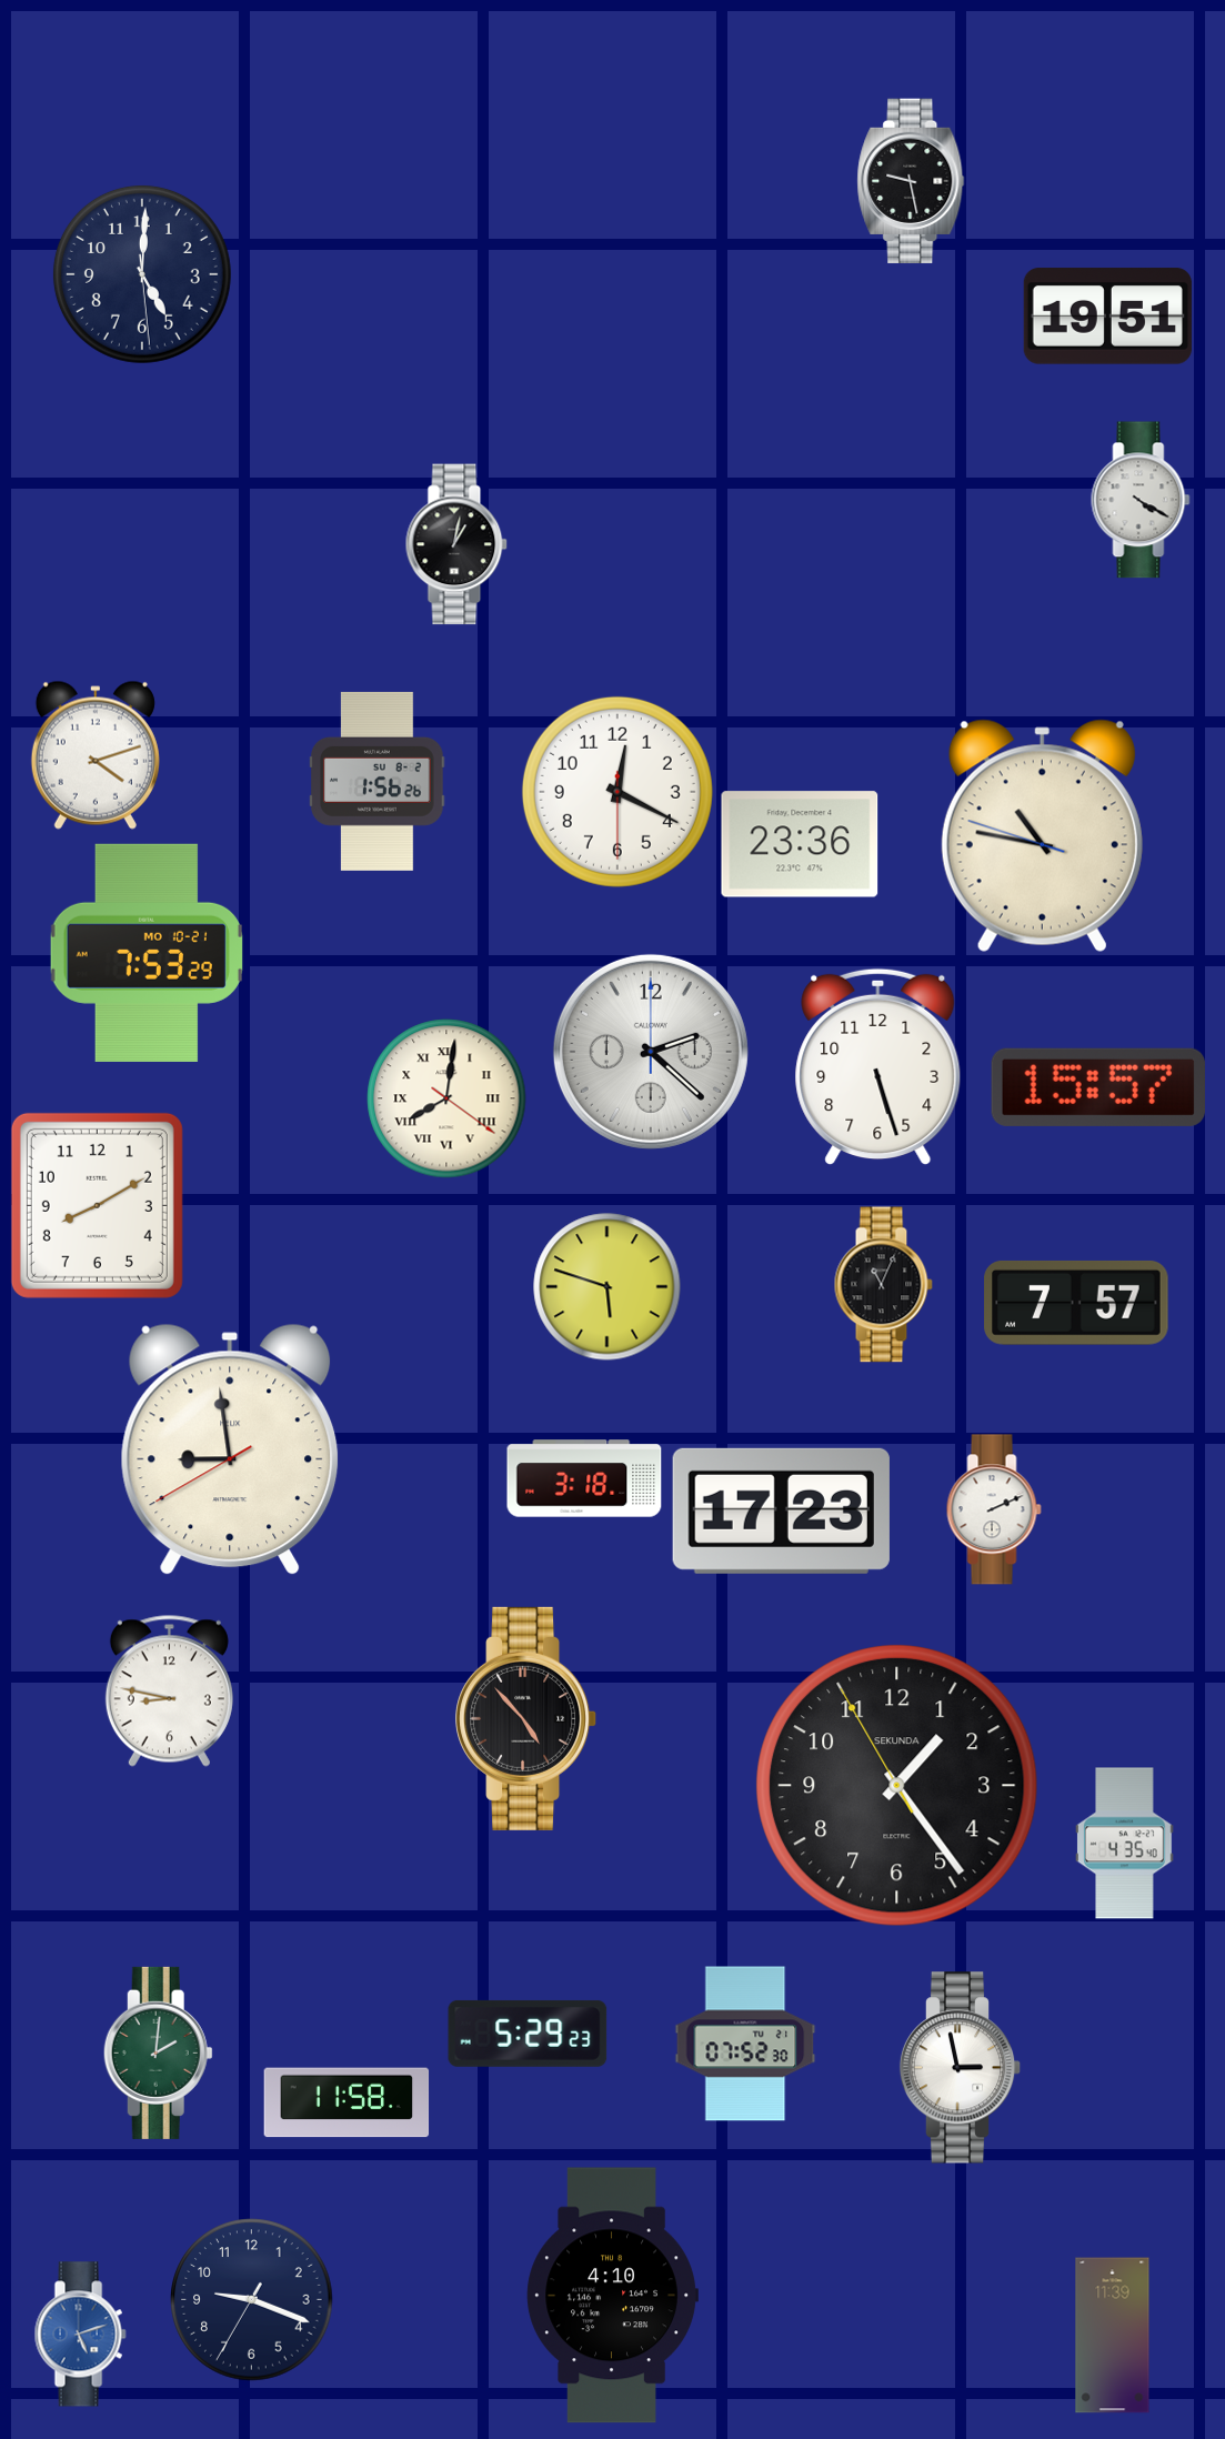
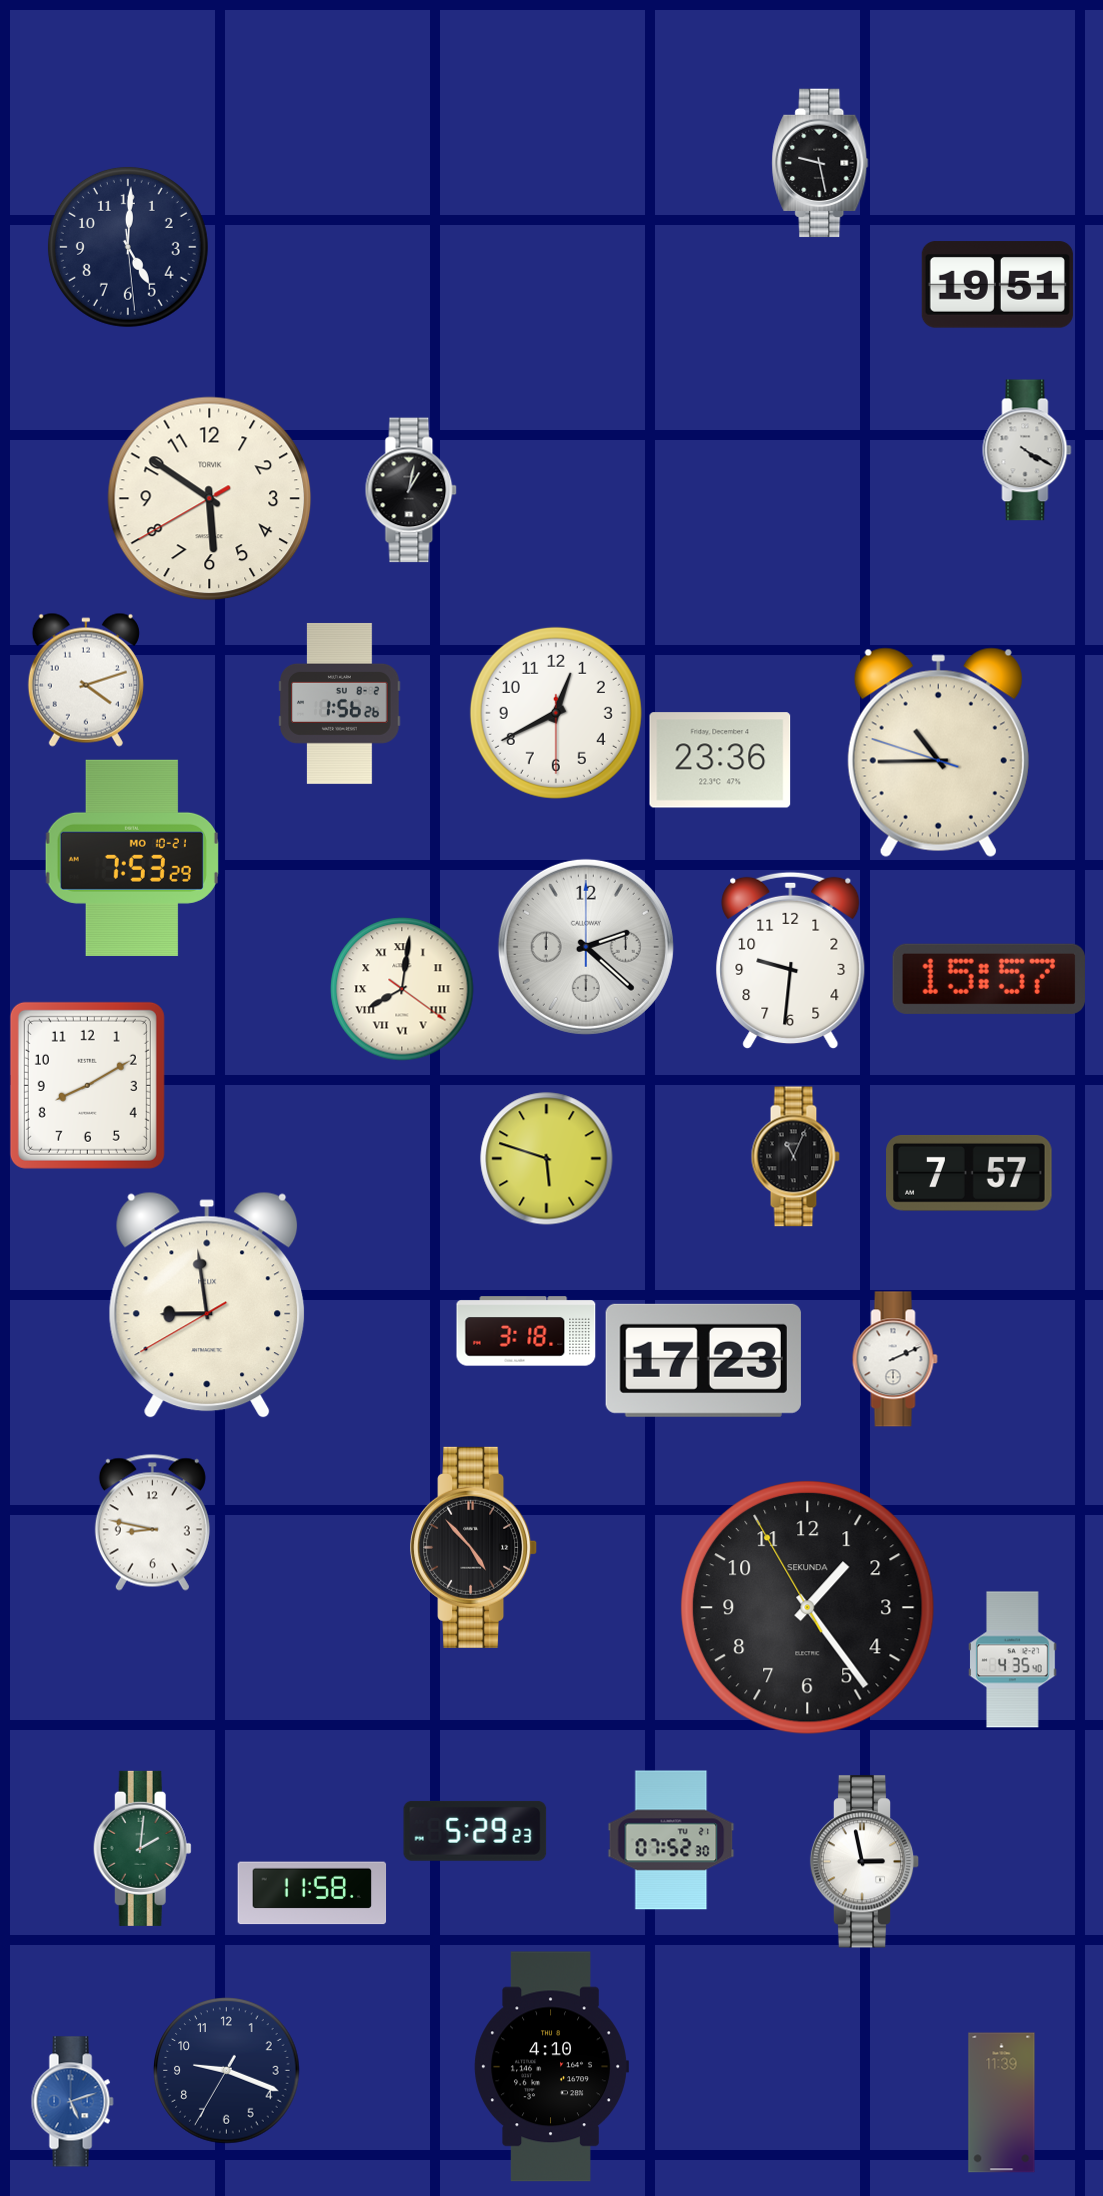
clock at (210, 499): none -> 5:50
clock at (617, 792): 12:19 -> 12:40
clock at (1042, 836): 10:46 -> 10:44
clock at (878, 1067): 5:27 -> 9:31
